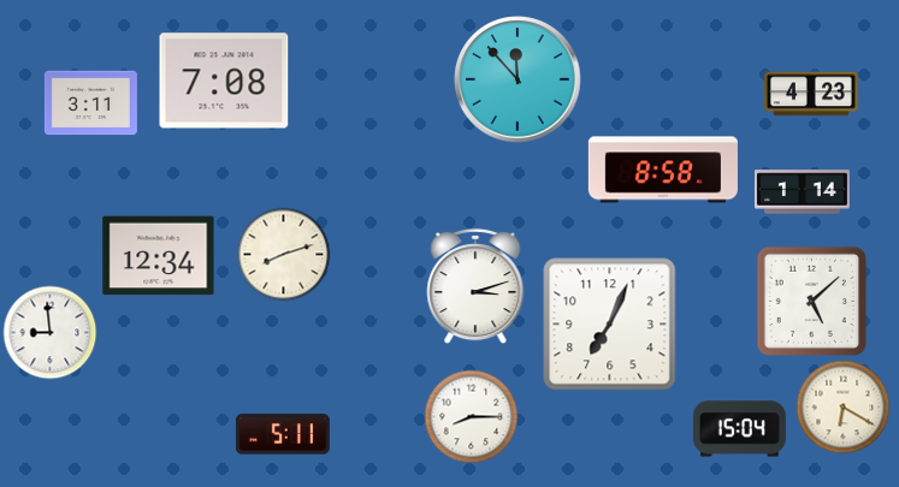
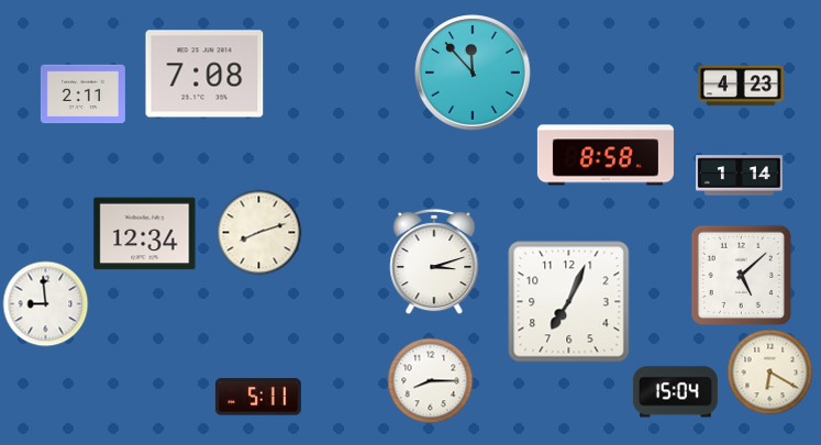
clock at (90, 103): 3:11 -> 2:11
clock at (803, 192) position: (803, 192) -> (740, 176)
clock at (610, 325) position: (610, 325) -> (569, 302)
